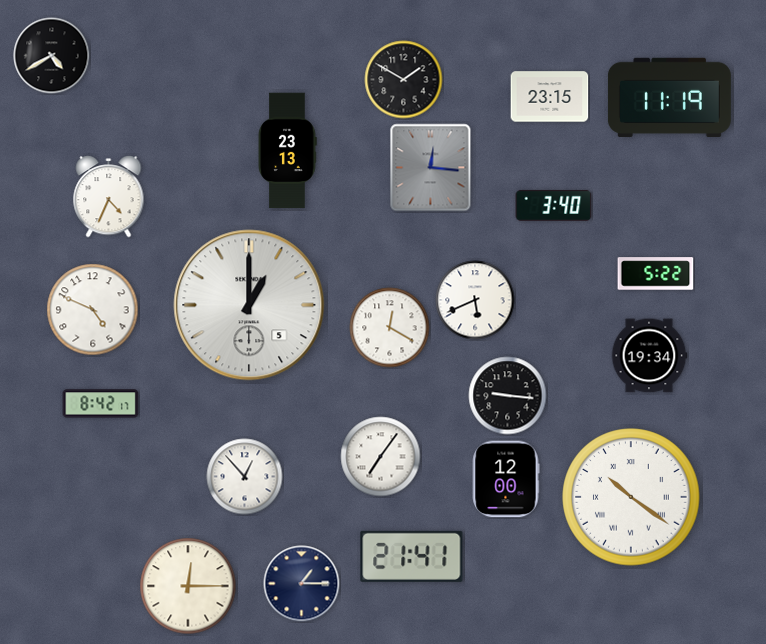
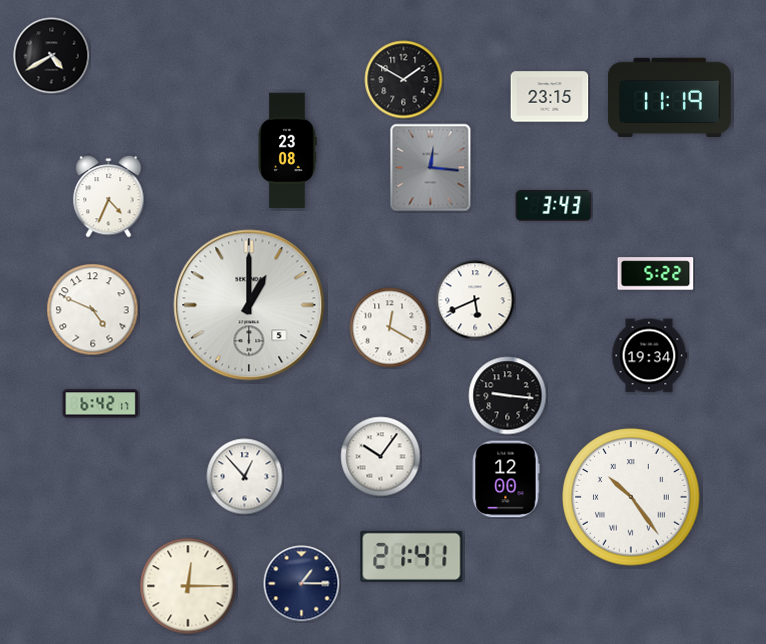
clock at (287, 151): 23:13 -> 23:08
clock at (554, 206): 3:40 -> 3:43
clock at (101, 404): 8:42 -> 6:42
clock at (381, 457): 7:06 -> 10:06
clock at (631, 497): 10:21 -> 10:24
